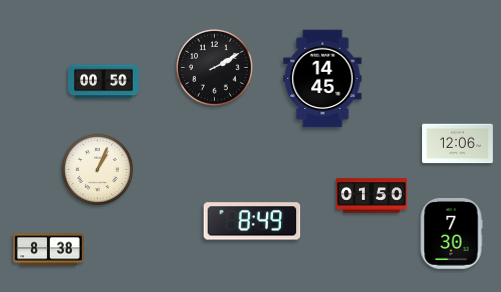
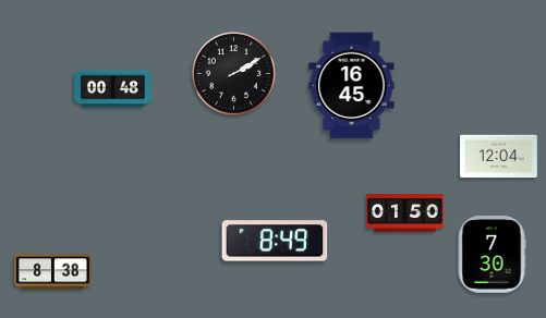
clock at (323, 79): 14:45 -> 16:45
clock at (104, 82): 00:50 -> 00:48
clock at (458, 144): 12:06 -> 12:04
clock at (98, 170): 1:04 -> none
